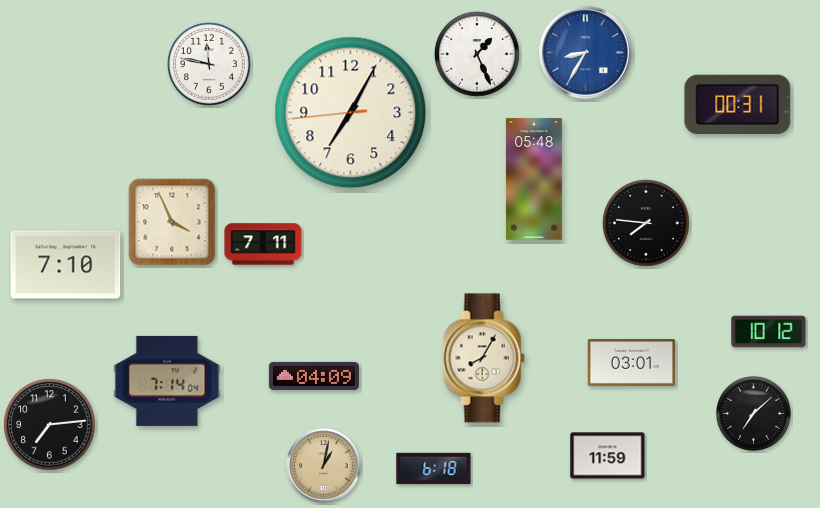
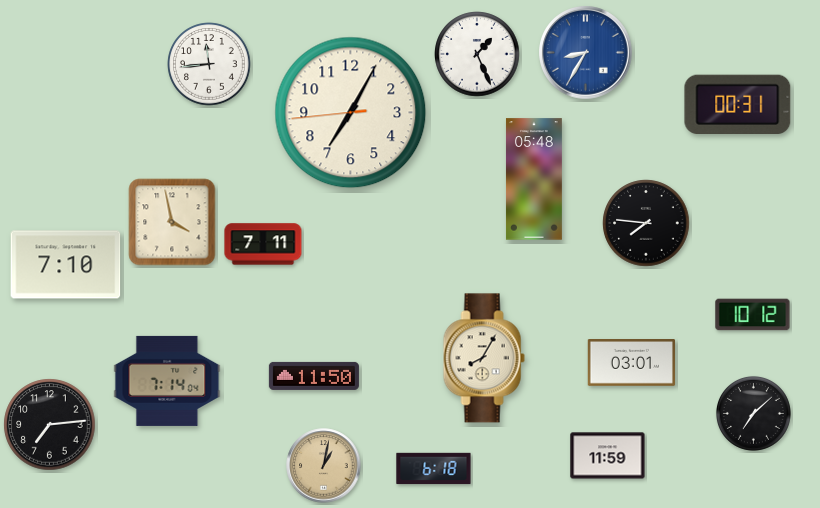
clock at (209, 64): 11:47 -> 11:44
clock at (172, 222): 3:56 -> 3:58
clock at (769, 332) position: (769, 332) -> (753, 315)
clock at (314, 376): 04:09 -> 11:50
